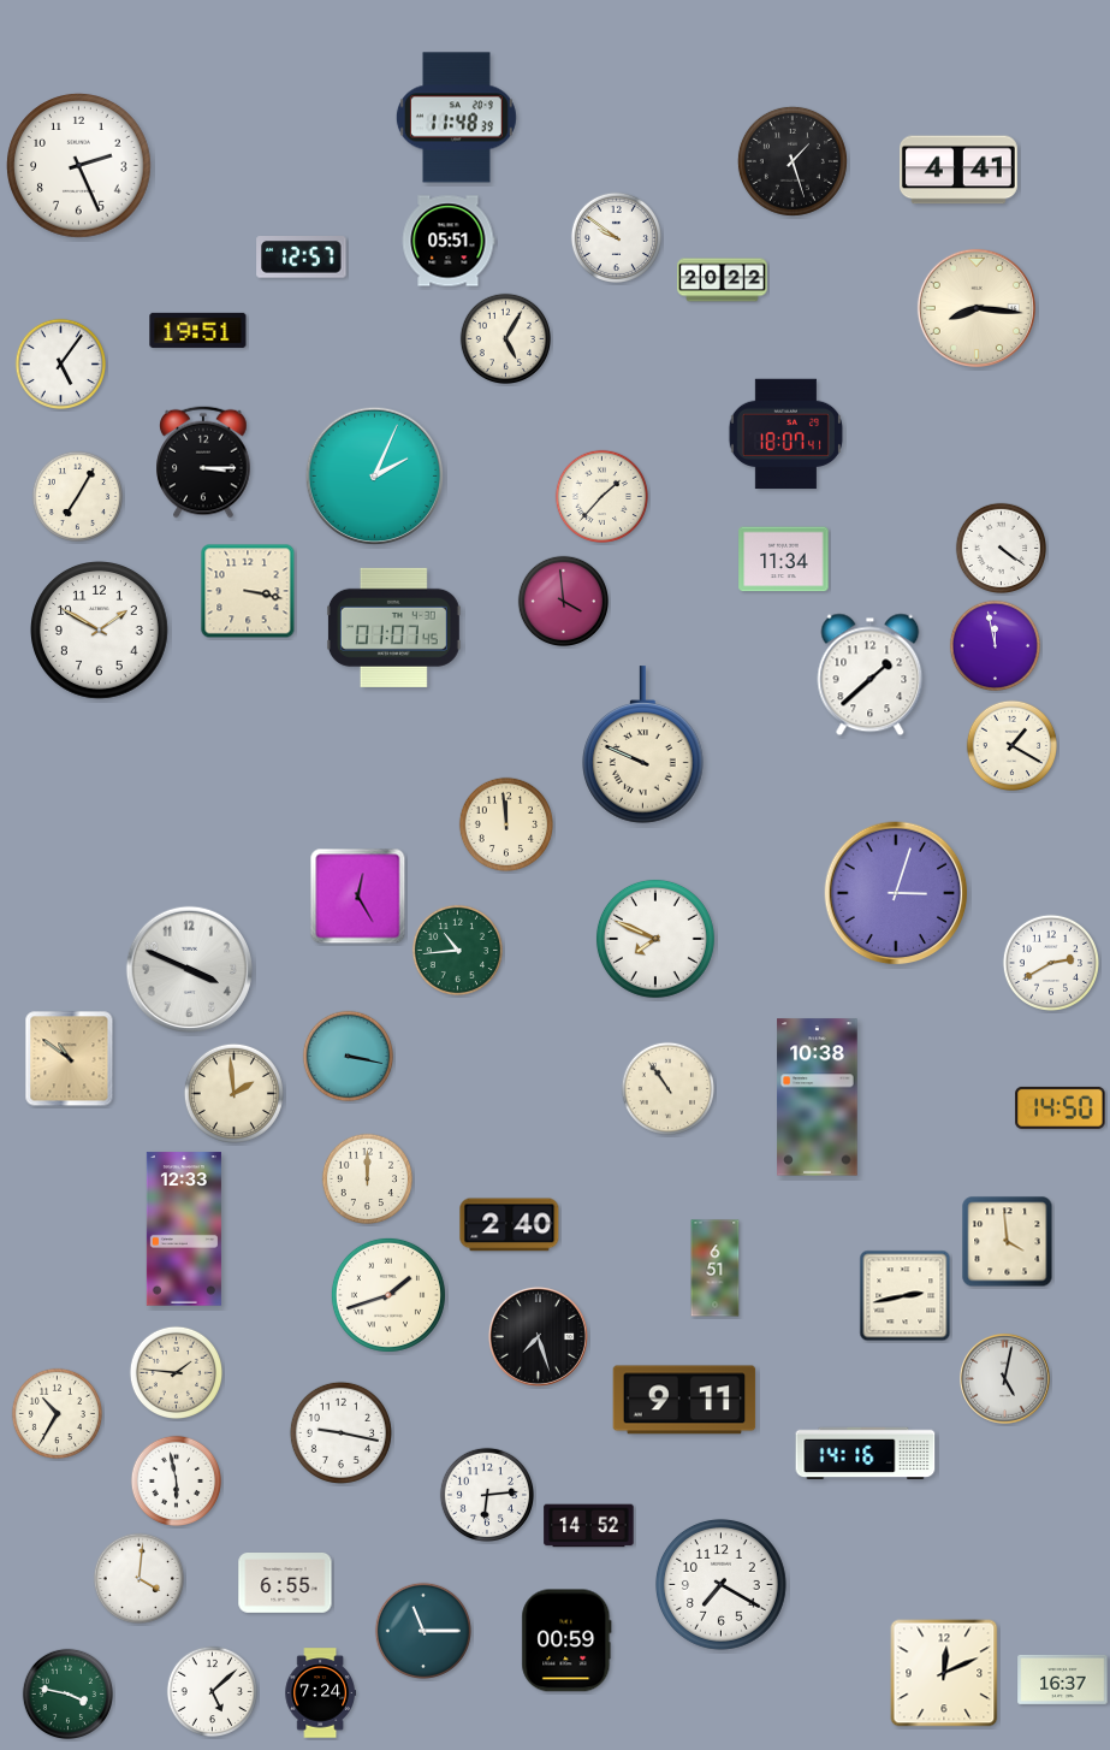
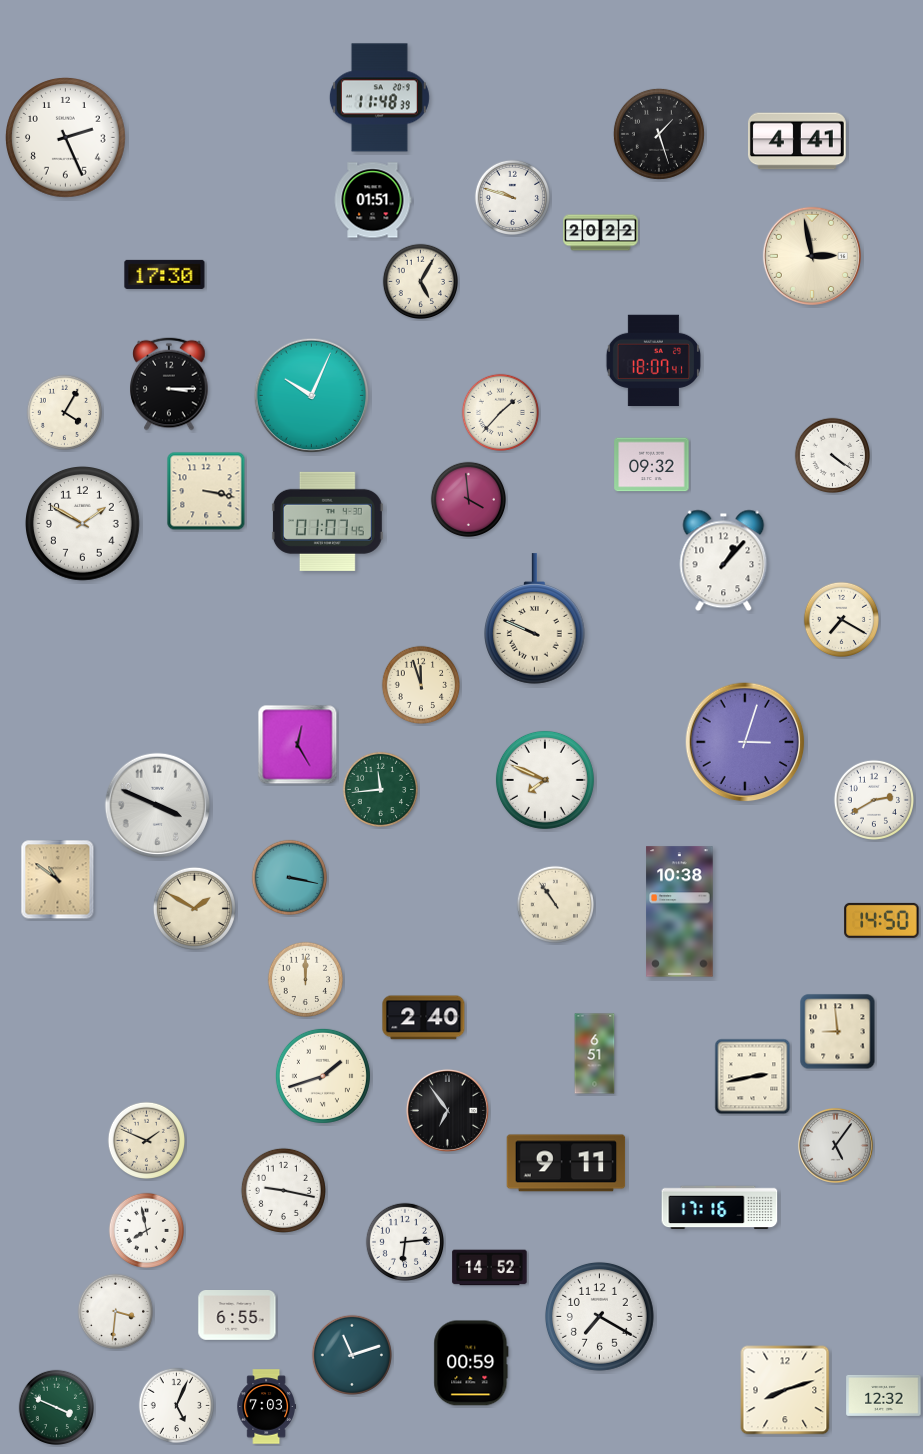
clock at (617, 238): 9:51 -> 9:48
clock at (449, 241): 05:51 -> 01:51
clock at (302, 258): 12:57 -> none
clock at (977, 308): 8:16 -> 2:58
clock at (198, 330): 19:51 -> 17:30
clock at (61, 365): 5:06 -> none
clock at (375, 477): 2:04 -> 10:04
clock at (78, 497): 7:05 -> 4:05
clock at (784, 560): 11:34 -> 09:32
clock at (996, 646): 11:58 -> none
clock at (871, 675): 1:38 -> 1:07
clock at (1013, 746): 1:20 -> 7:20
clock at (505, 823): 11:59 -> 11:57
clock at (458, 951): 10:44 -> 11:44
clock at (233, 1093): 1:59 -> 1:50
clock at (184, 1229): 12:33 -> none
clock at (1008, 1242): 3:59 -> 8:59
clock at (538, 1336): 7:27 -> 6:54
clock at (176, 1372): 1:46 -> 1:49
clock at (1004, 1378): 5:02 -> 5:06
clock at (684, 1400) position: (684, 1400) -> (566, 1163)
clock at (58, 1414): 10:35 -> none
clock at (866, 1454): 14:16 -> 17:16
clock at (177, 1482): 5:58 -> 7:58
clock at (140, 1579): 4:01 -> 3:31
clock at (422, 1630): 11:15 -> 11:12
clock at (944, 1673): 12:11 -> 8:12
clock at (1063, 1679): 16:37 -> 12:32
clock at (213, 1692): 5:08 -> 5:04
clock at (320, 1693): 7:24 -> 7:03
clock at (69, 1695): 3:47 -> 3:49
